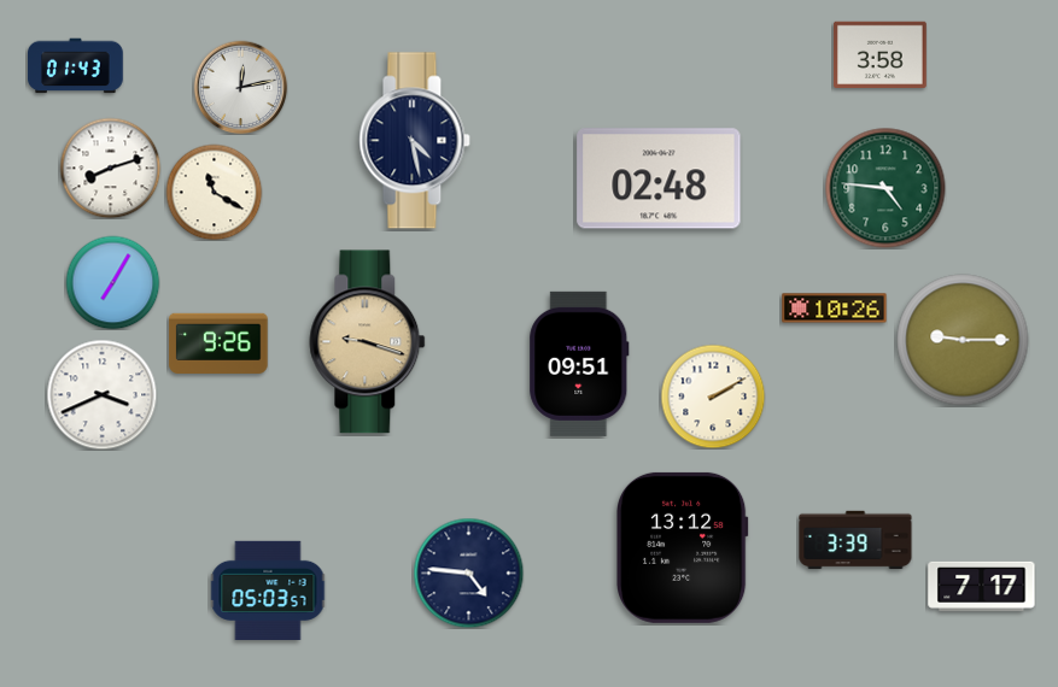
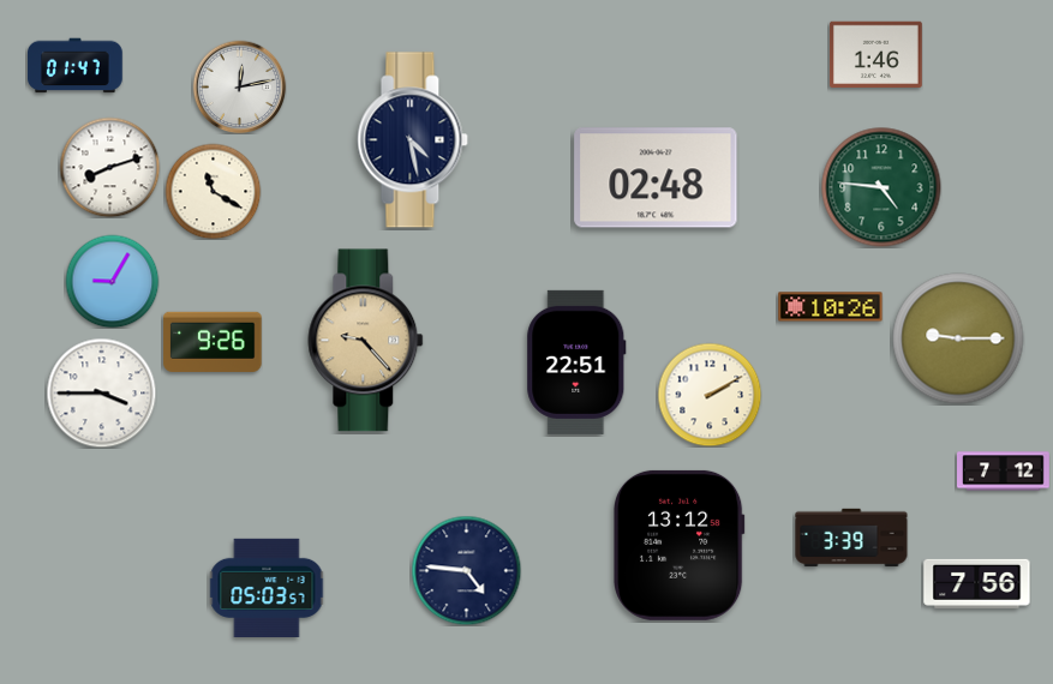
clock at (879, 54): 3:58 -> 1:46
clock at (76, 66): 01:43 -> 01:47
clock at (112, 282): 7:05 -> 9:05
clock at (218, 342) position: (218, 342) -> (213, 341)
clock at (368, 342): 9:18 -> 9:23
clock at (579, 364): 09:51 -> 22:51
clock at (101, 394): 3:41 -> 3:45
clock at (1004, 472): none -> 7:12
clock at (982, 586): 7:17 -> 7:56
